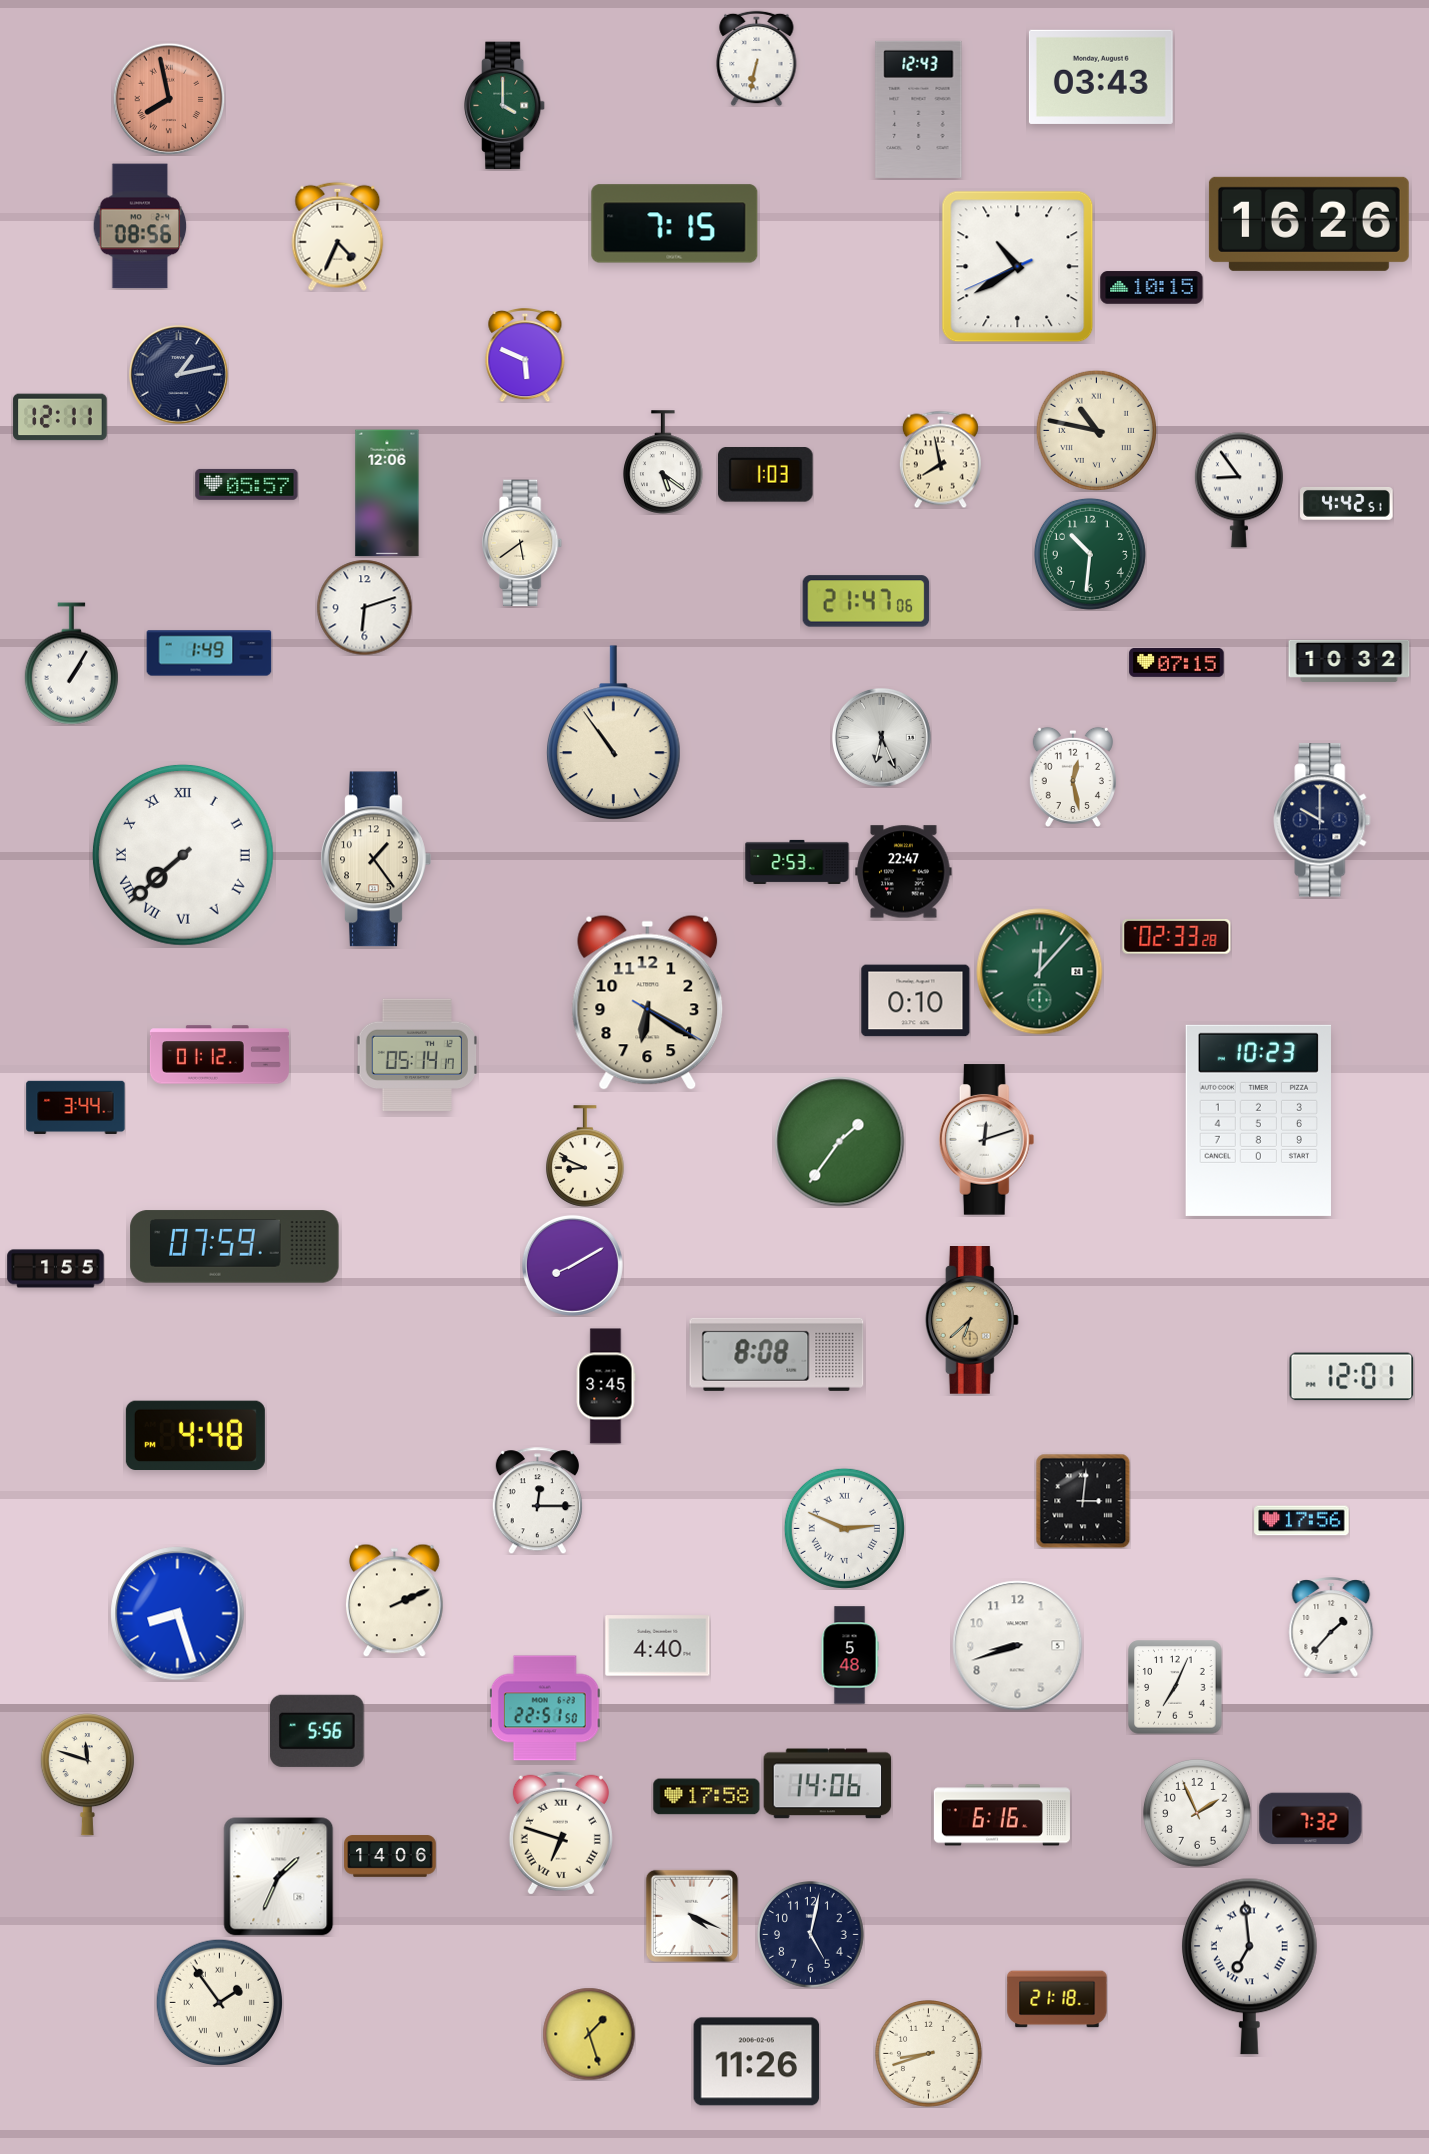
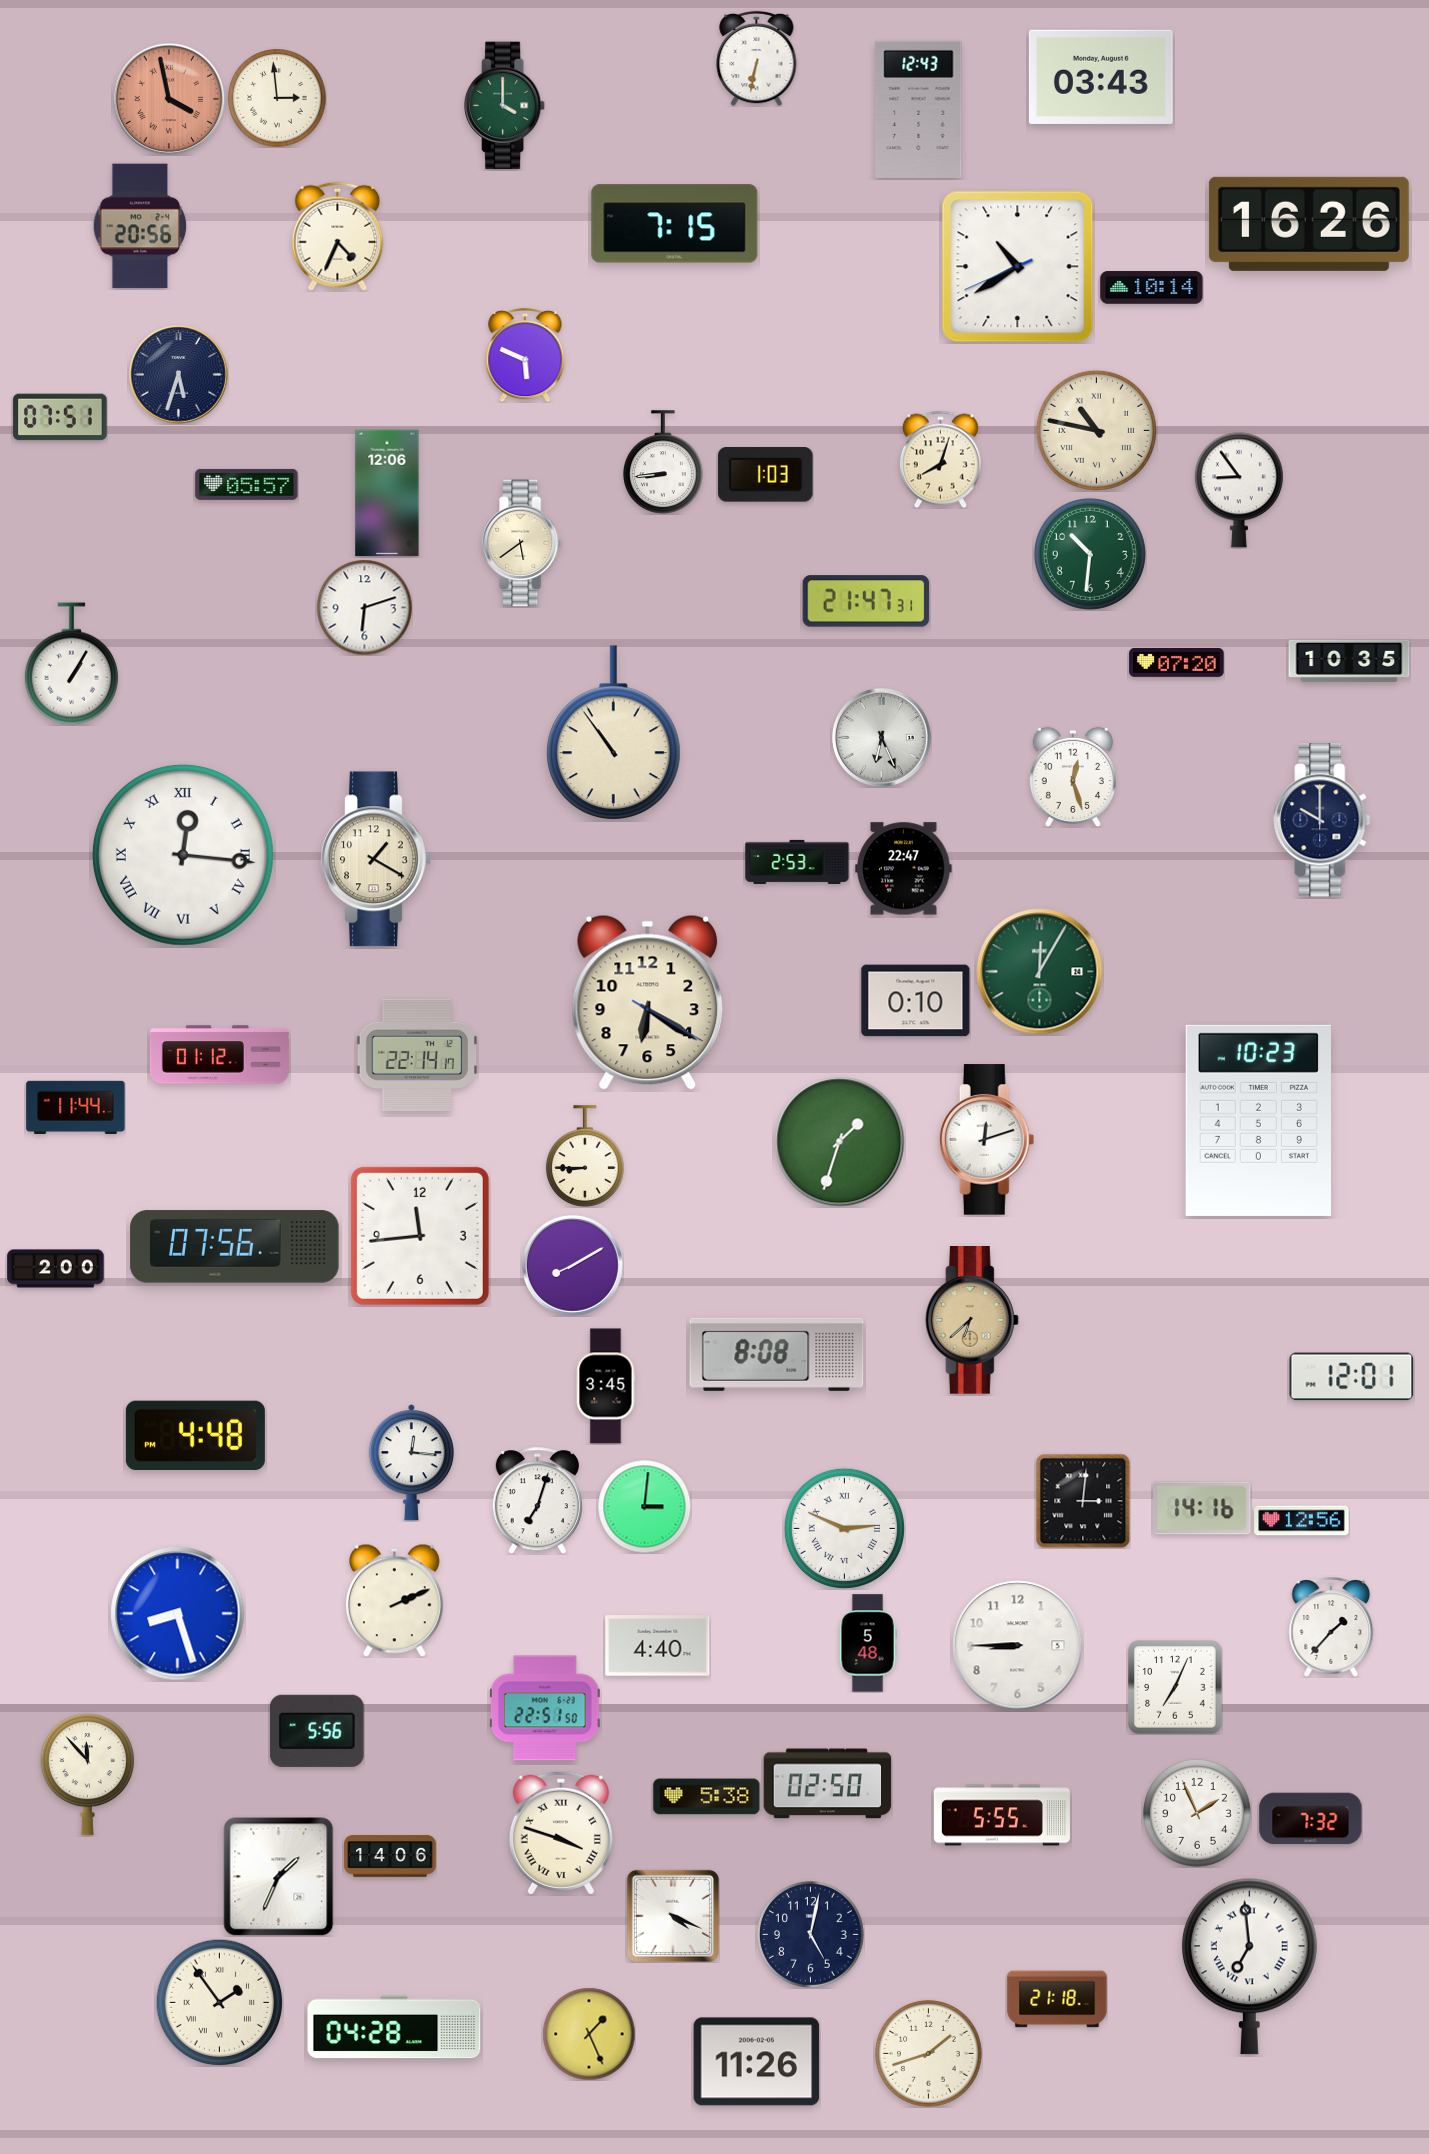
clock at (277, 98): none -> 2:59
clock at (169, 99): 7:58 -> 3:58
clock at (140, 226): 08:56 -> 20:56
clock at (1152, 288): 10:15 -> 10:14
clock at (179, 375): 1:13 -> 5:33
clock at (60, 417): 12:11 -> 07:51
clock at (940, 459): 7:58 -> 8:03
clock at (664, 462): 5:21 -> 8:44
clock at (1347, 503): 4:42 -> none
clock at (866, 601): 21:47:06 -> 21:47:31
clock at (209, 653): 1:49 -> none
clock at (1349, 661): 10:32 -> 10:35
clock at (1177, 662): 07:15 -> 07:20
clock at (1073, 776): 12:28 -> 12:27
clock at (183, 855): 7:38 -> 12:16
clock at (376, 859): 1:24 -> 1:20
clock at (904, 872) position: (904, 872) -> (904, 869)
clock at (1177, 937): 02:33 -> none
clock at (1040, 972): 12:07 -> 12:05
clock at (417, 1055): 05:14 -> 22:14
clock at (76, 1107): 3:44 -> 11:44
clock at (840, 1142): 1:36 -> 1:33
clock at (585, 1156): 8:49 -> 8:45
clock at (420, 1236): none -> 11:44
clock at (235, 1247): 07:59 -> 07:56
clock at (56, 1269): 1:55 -> 2:00
clock at (411, 1463): none -> 12:16
clock at (537, 1501): 12:15 -> 7:03
clock at (644, 1506): none -> 3:01
clock at (1202, 1508): none -> 14:16
clock at (1302, 1521): 17:56 -> 12:56
clock at (1018, 1646): 8:42 -> 8:45
clock at (850, 1655) position: (850, 1655) -> (868, 1643)
clock at (87, 1775): 11:48 -> 11:53
clock at (828, 1784): 14:06 -> 02:50
clock at (707, 1797): 17:58 -> 5:38
clock at (1002, 1815): 6:16 -> 5:55
clock at (561, 1833): 6:48 -> 3:48
clock at (692, 1916) position: (692, 1916) -> (673, 1916)
clock at (394, 2027): none -> 04:28
clock at (589, 2034): 1:27 -> 1:26
clock at (929, 2054): 8:42 -> 1:42
